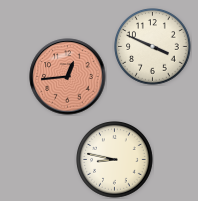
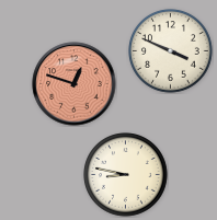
clock at (153, 47) position: (153, 47) -> (171, 51)
clock at (68, 77): 12:44 -> 12:48
